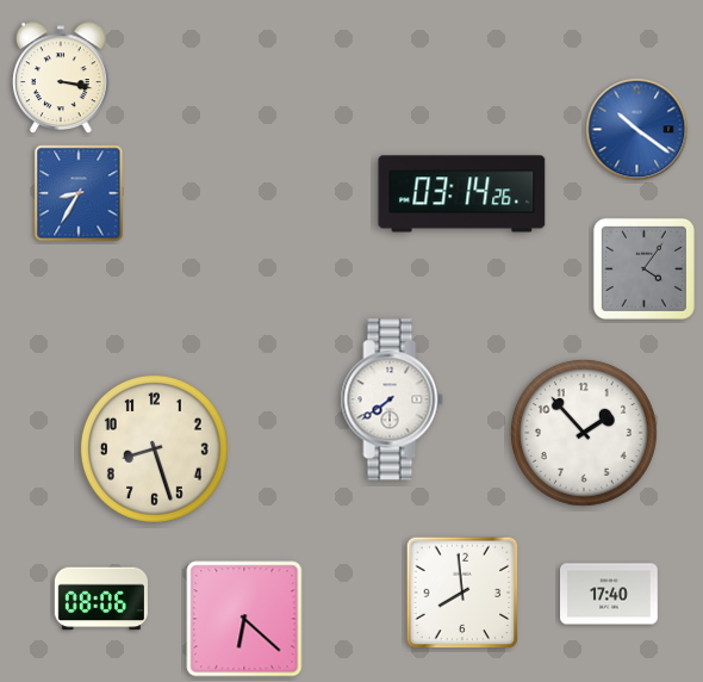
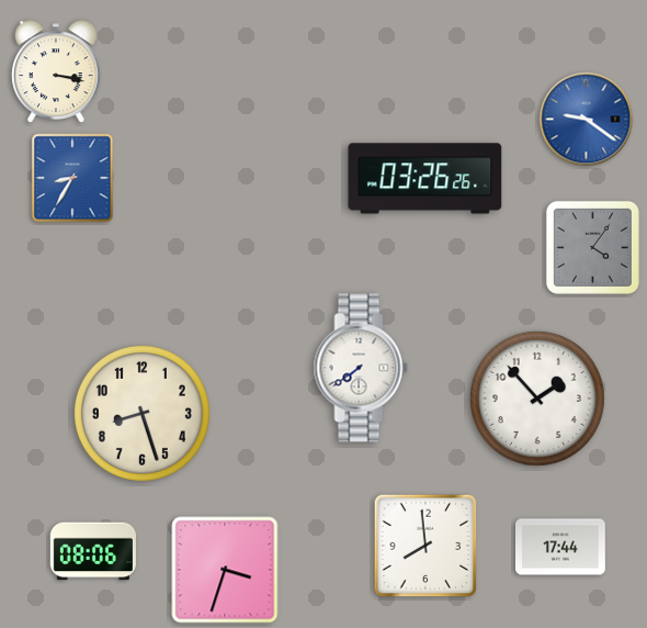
clock at (637, 130): 10:21 -> 9:21
clock at (462, 194): 03:14 -> 03:26
clock at (610, 594): 17:40 -> 17:44
clock at (244, 619): 6:22 -> 3:33
